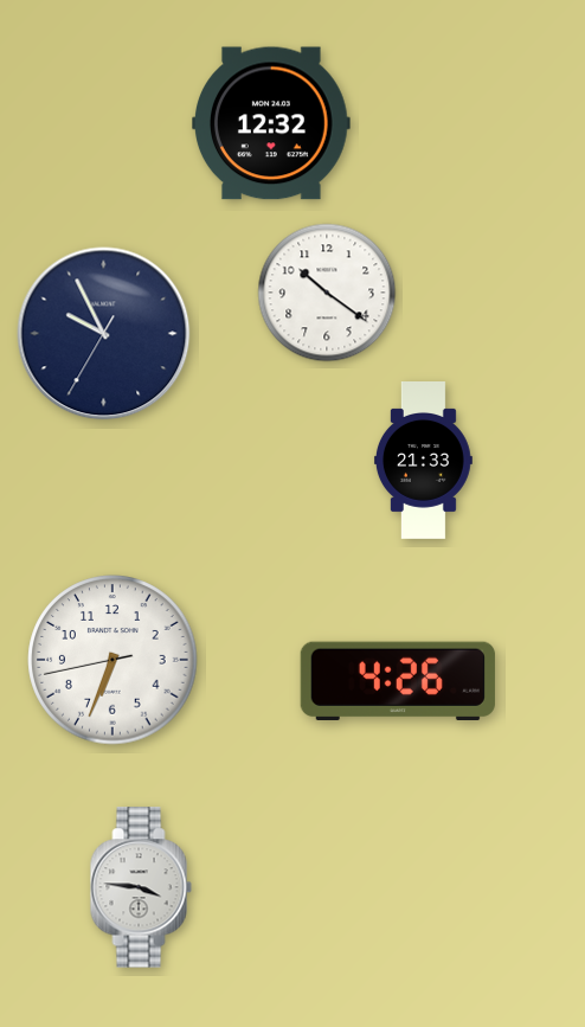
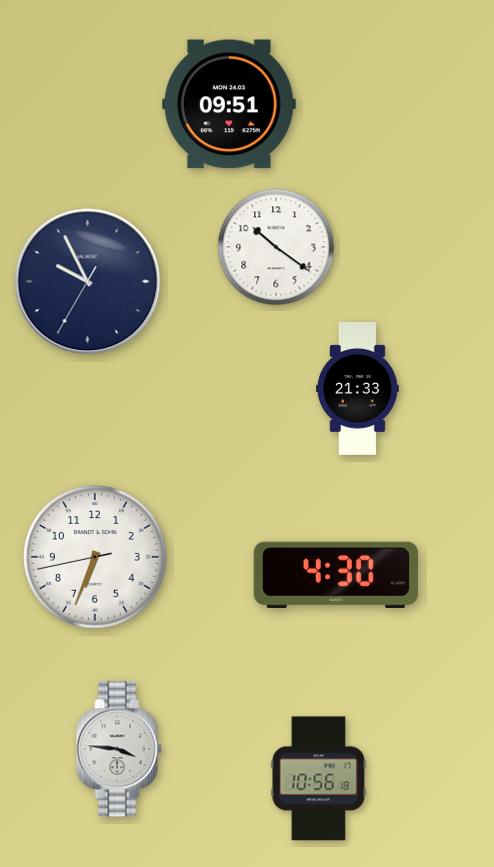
clock at (272, 123): 12:32 -> 09:51
clock at (398, 680): 4:26 -> 4:30
clock at (319, 779): none -> 10:56
